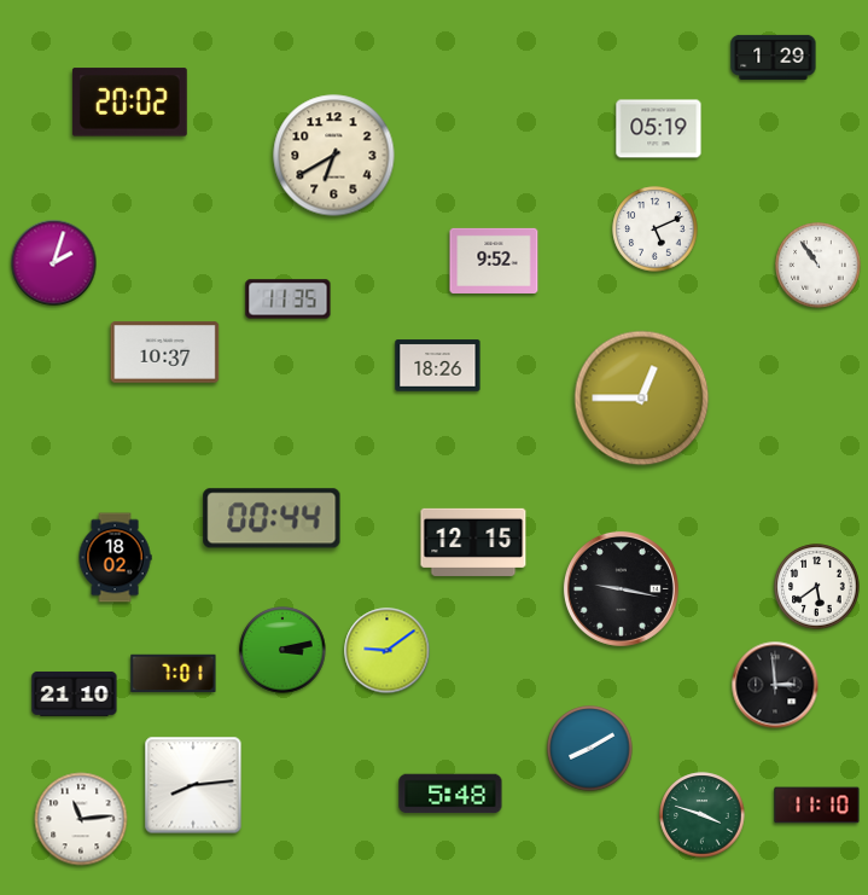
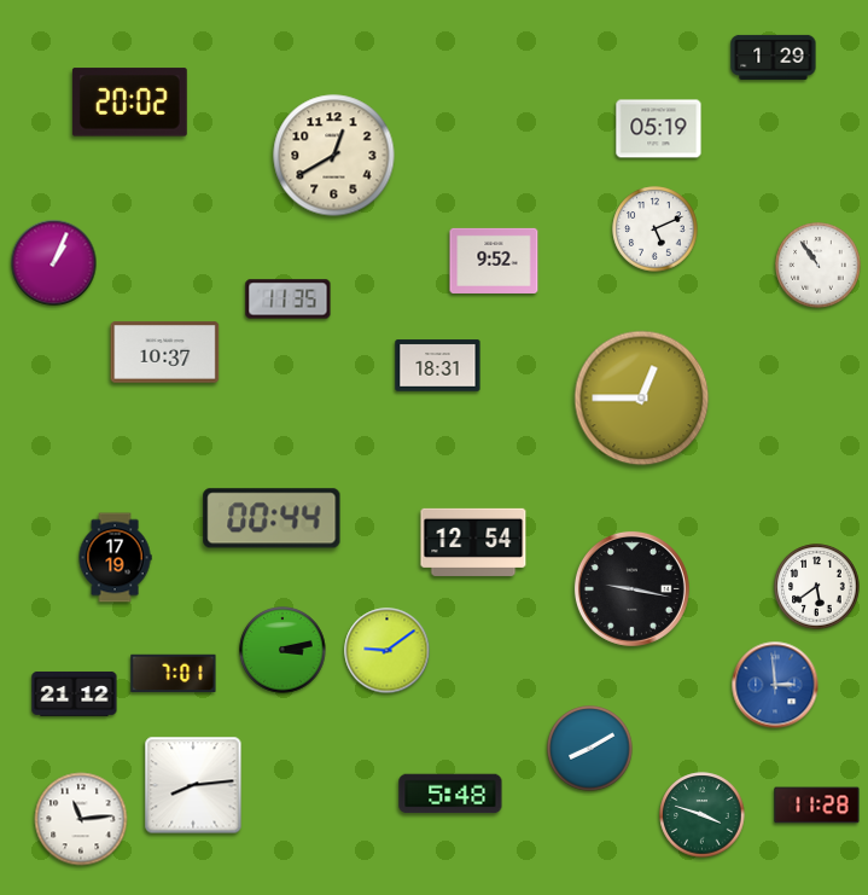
clock at (334, 156): 6:40 -> 12:40
clock at (54, 263): 2:03 -> 1:04
clock at (438, 366): 18:26 -> 18:31
clock at (473, 541): 12:15 -> 12:54
clock at (115, 558): 18:02 -> 17:19
clock at (621, 588) position: (621, 588) -> (631, 588)
clock at (775, 685) dial: black -> blue
clock at (75, 693): 21:10 -> 21:12
clock at (817, 806): 11:10 -> 11:28
